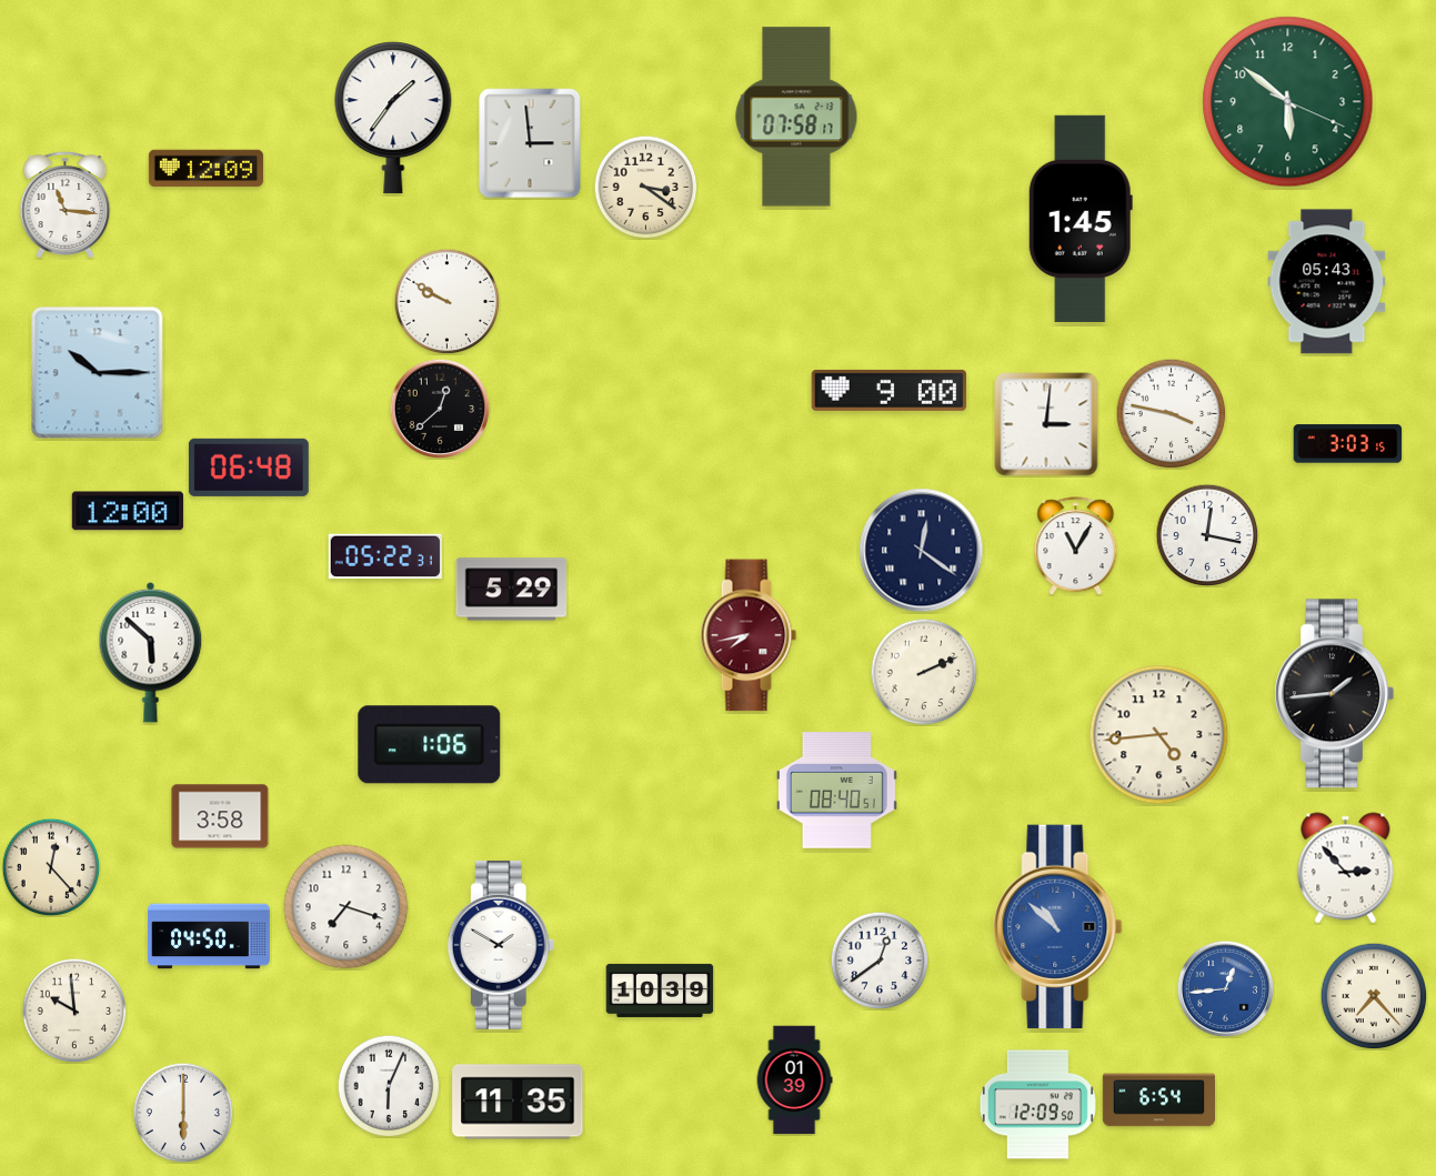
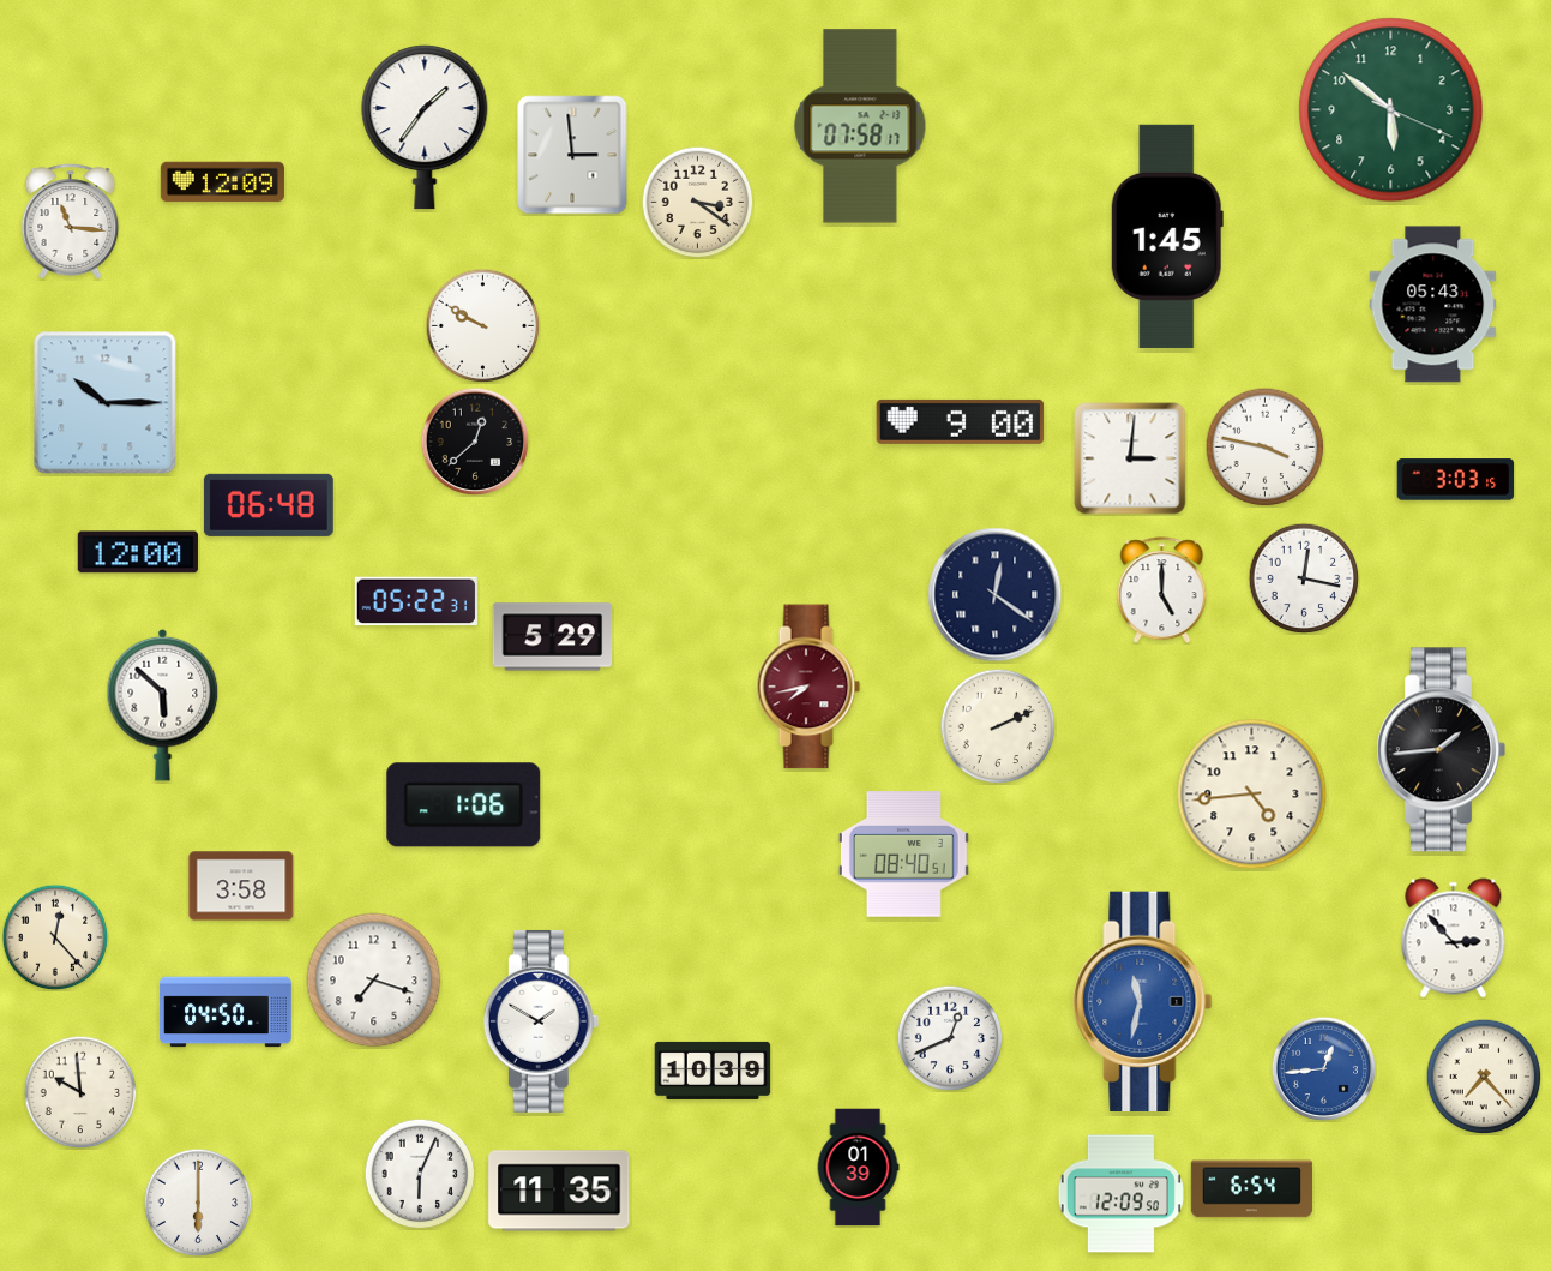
clock at (1076, 546): 11:05 -> 5:00
clock at (220, 816) position: (220, 816) -> (241, 886)
clock at (1058, 926): 10:52 -> 11:32
clock at (880, 961): 12:39 -> 12:41
